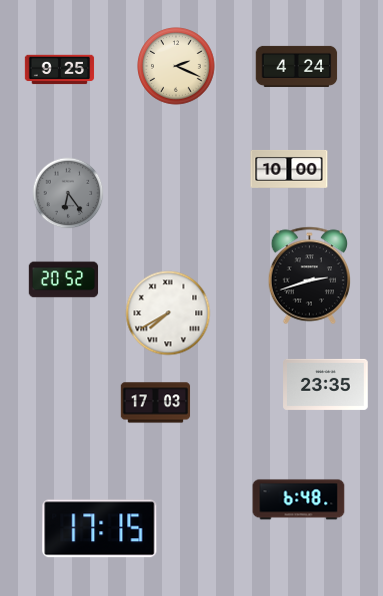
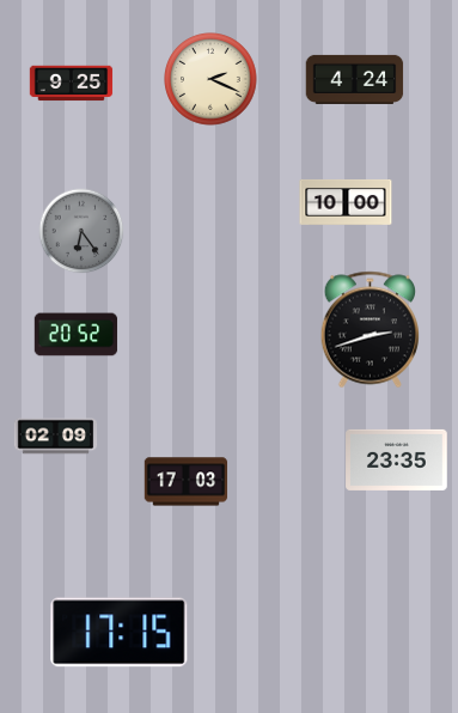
clock at (168, 313): 7:40 -> none
clock at (56, 437): none -> 02:09
clock at (326, 384) position: (326, 384) -> (397, 459)
clock at (299, 500): 6:48 -> none
